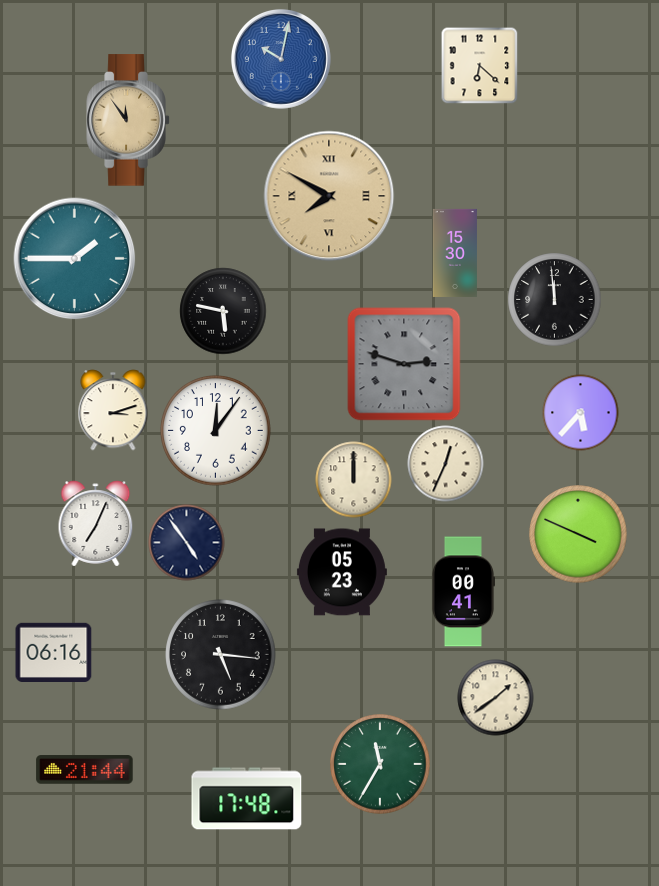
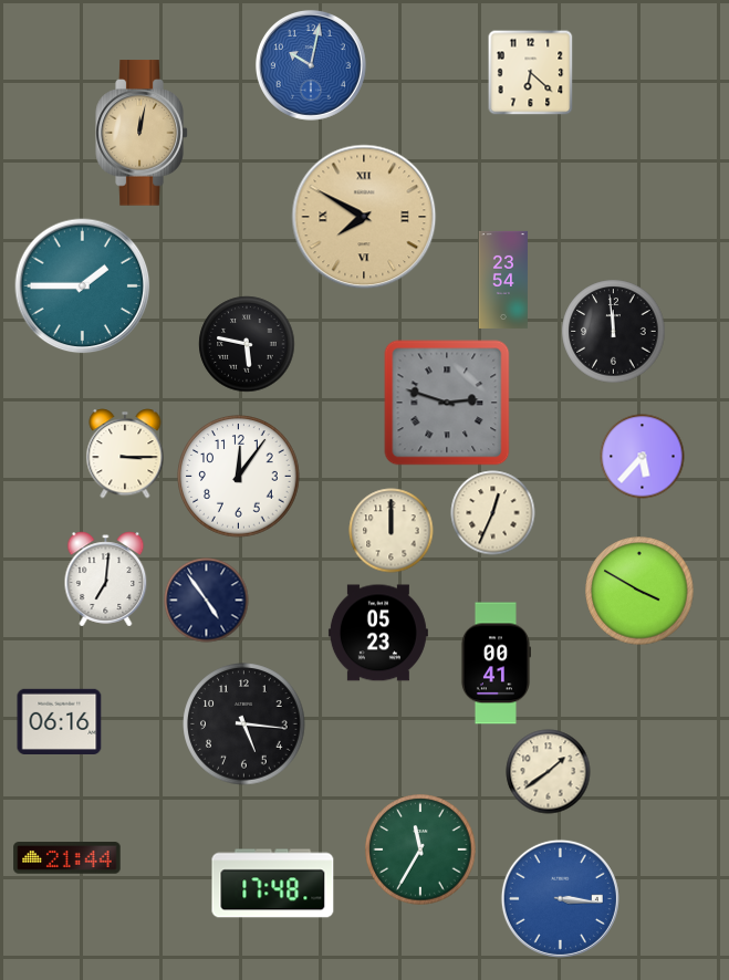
clock at (128, 120): 11:54 -> 12:02
clock at (455, 253): 15:30 -> 23:54
clock at (113, 410): 3:12 -> 3:15
clock at (96, 524): 7:04 -> 7:01
clock at (578, 534): 3:49 -> 3:50
clock at (462, 592) position: (462, 592) -> (494, 664)
clock at (380, 764) position: (380, 764) -> (420, 849)
clock at (85, 770) position: (85, 770) -> (67, 858)
clock at (560, 898): none -> 3:16
